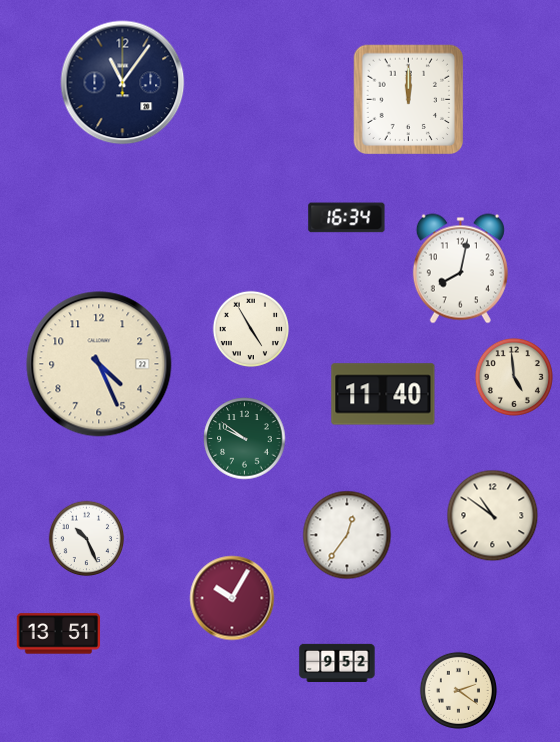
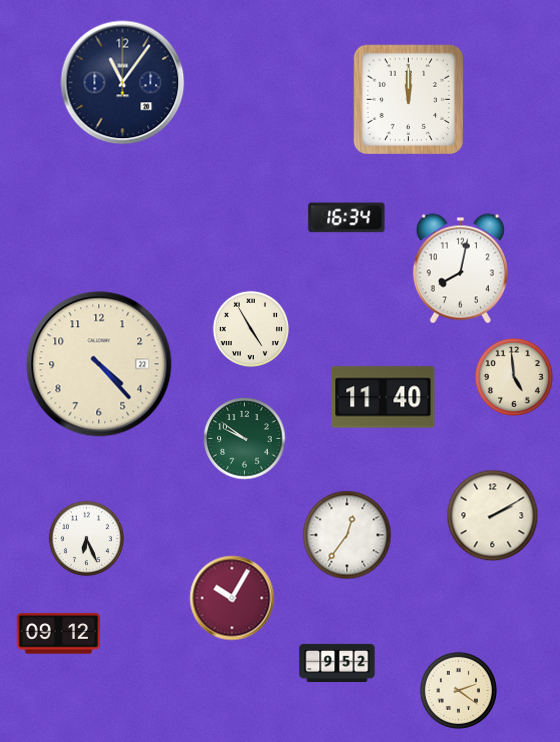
clock at (99, 364): 4:26 -> 4:23
clock at (383, 394) position: (383, 394) -> (383, 397)
clock at (493, 516): 10:51 -> 2:10
clock at (87, 539): 10:26 -> 6:26
clock at (59, 634): 13:51 -> 09:12
